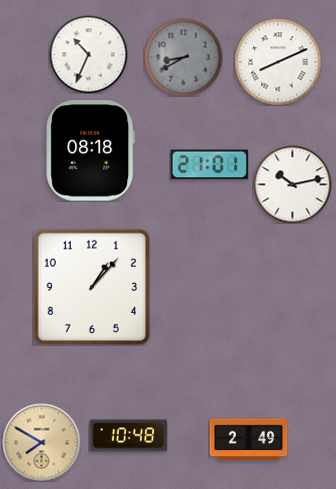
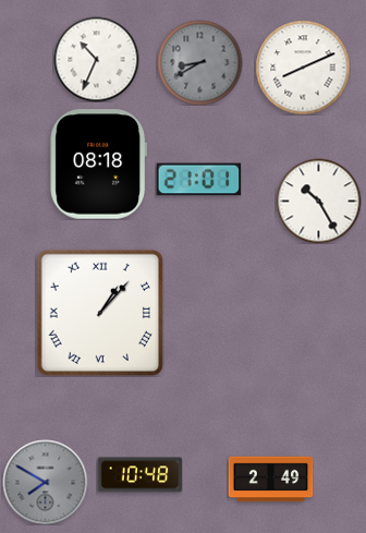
clock at (209, 165) position: (209, 165) -> (198, 180)
clock at (292, 184): 10:13 -> 10:25
clock at (92, 287) numerals: Arabic -> Roman
clock at (41, 442) dial: champagne -> grey
